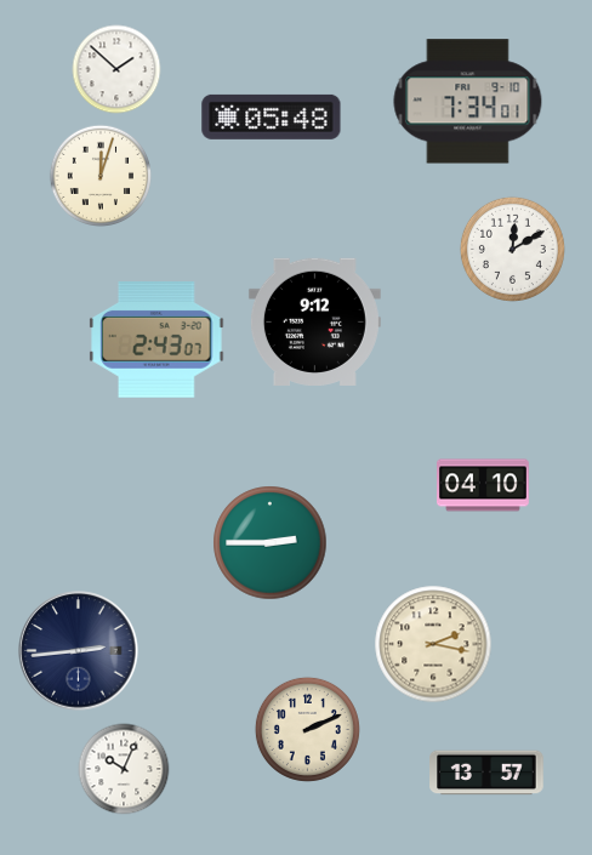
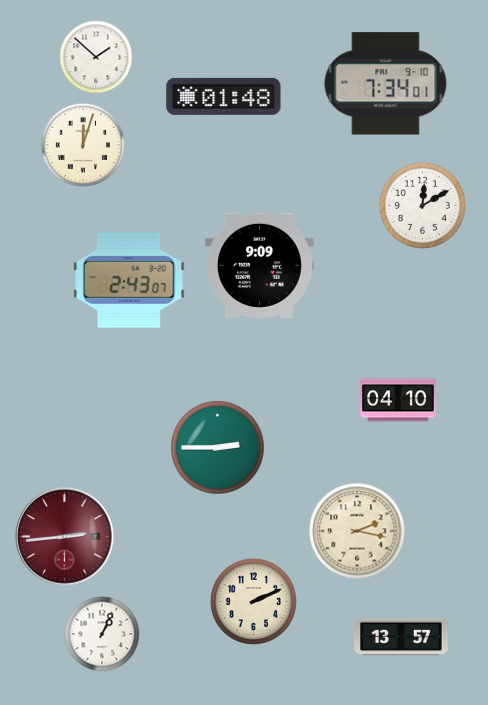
clock at (272, 116): 05:48 -> 01:48
clock at (314, 321): 9:12 -> 9:09
clock at (271, 543) position: (271, 543) -> (218, 448)
clock at (79, 651) dial: navy -> burgundy
clock at (124, 769): 10:04 -> 1:04
